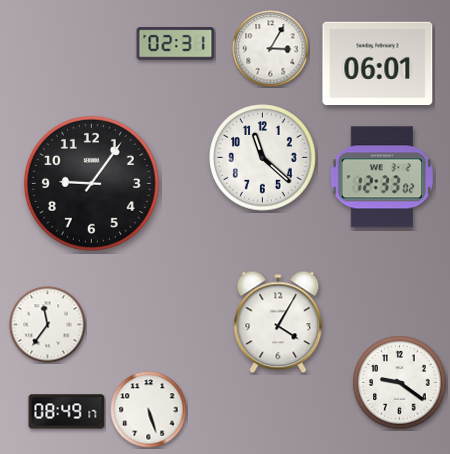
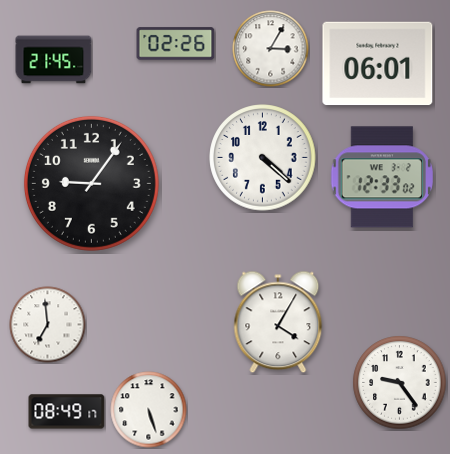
clock at (176, 44): 02:31 -> 02:26
clock at (54, 60): none -> 21:45
clock at (263, 158): 11:22 -> 4:22
clock at (48, 325): 11:36 -> 6:59
clock at (400, 383): 9:21 -> 9:24
